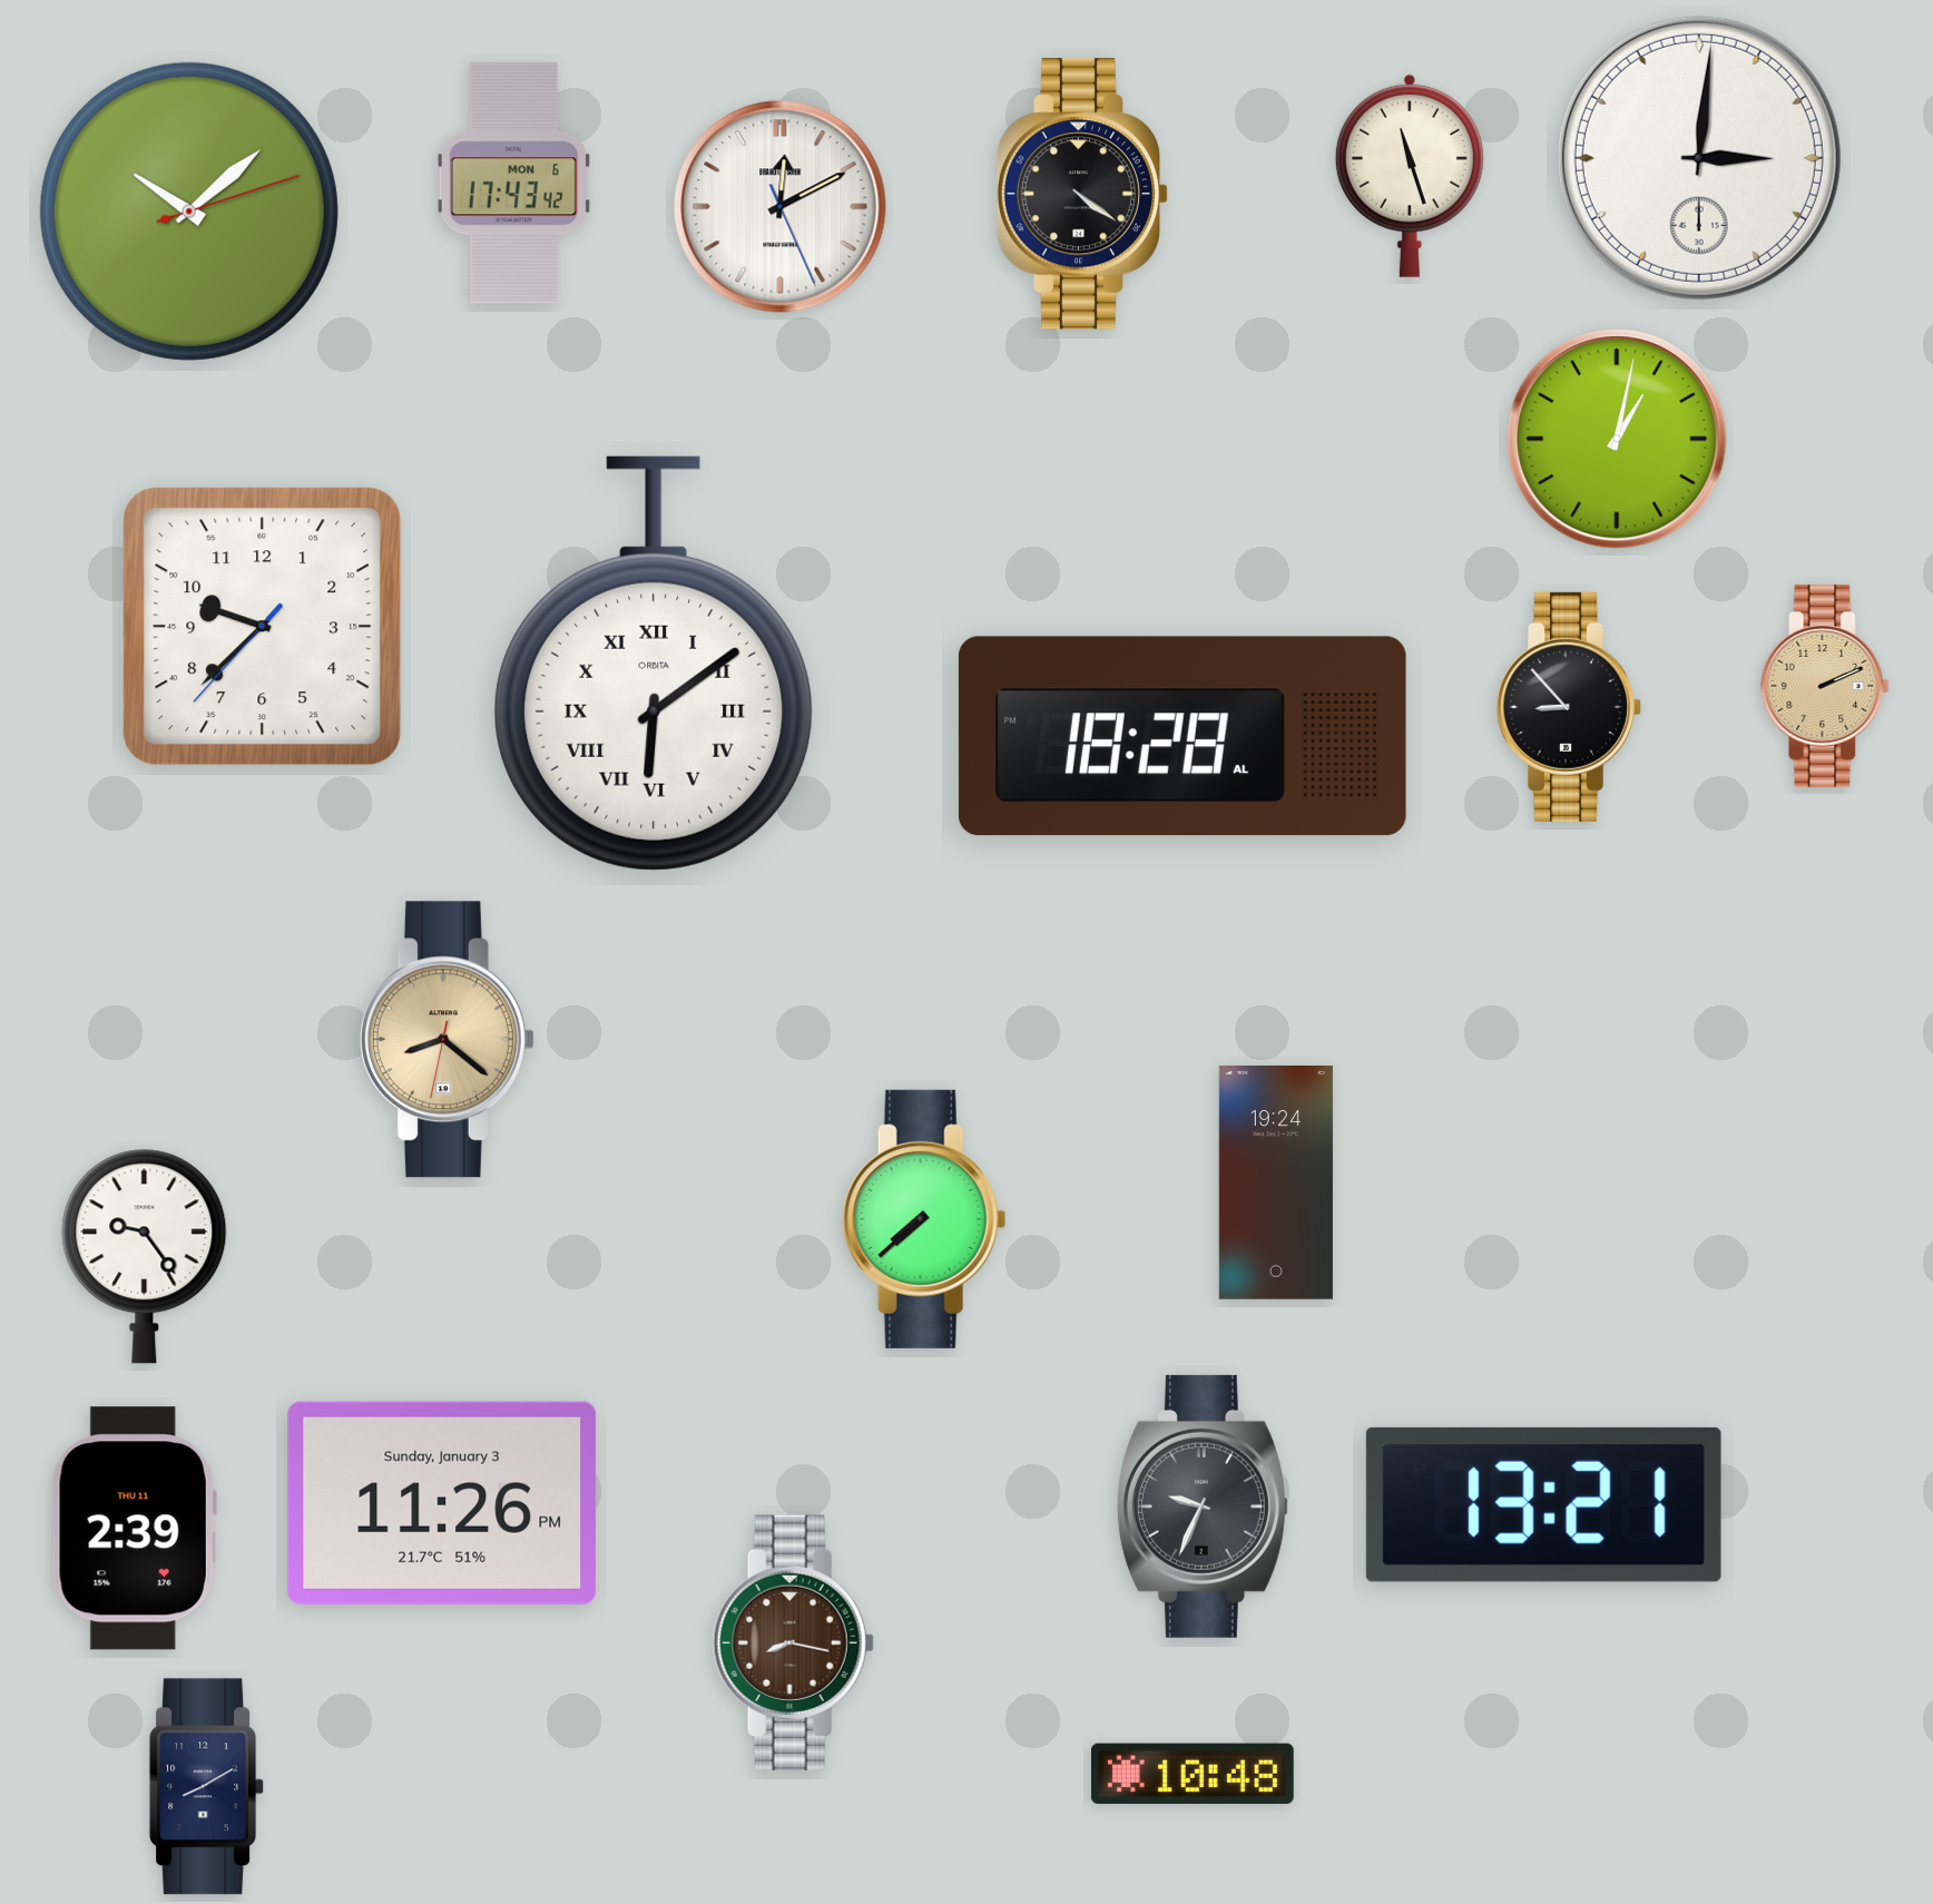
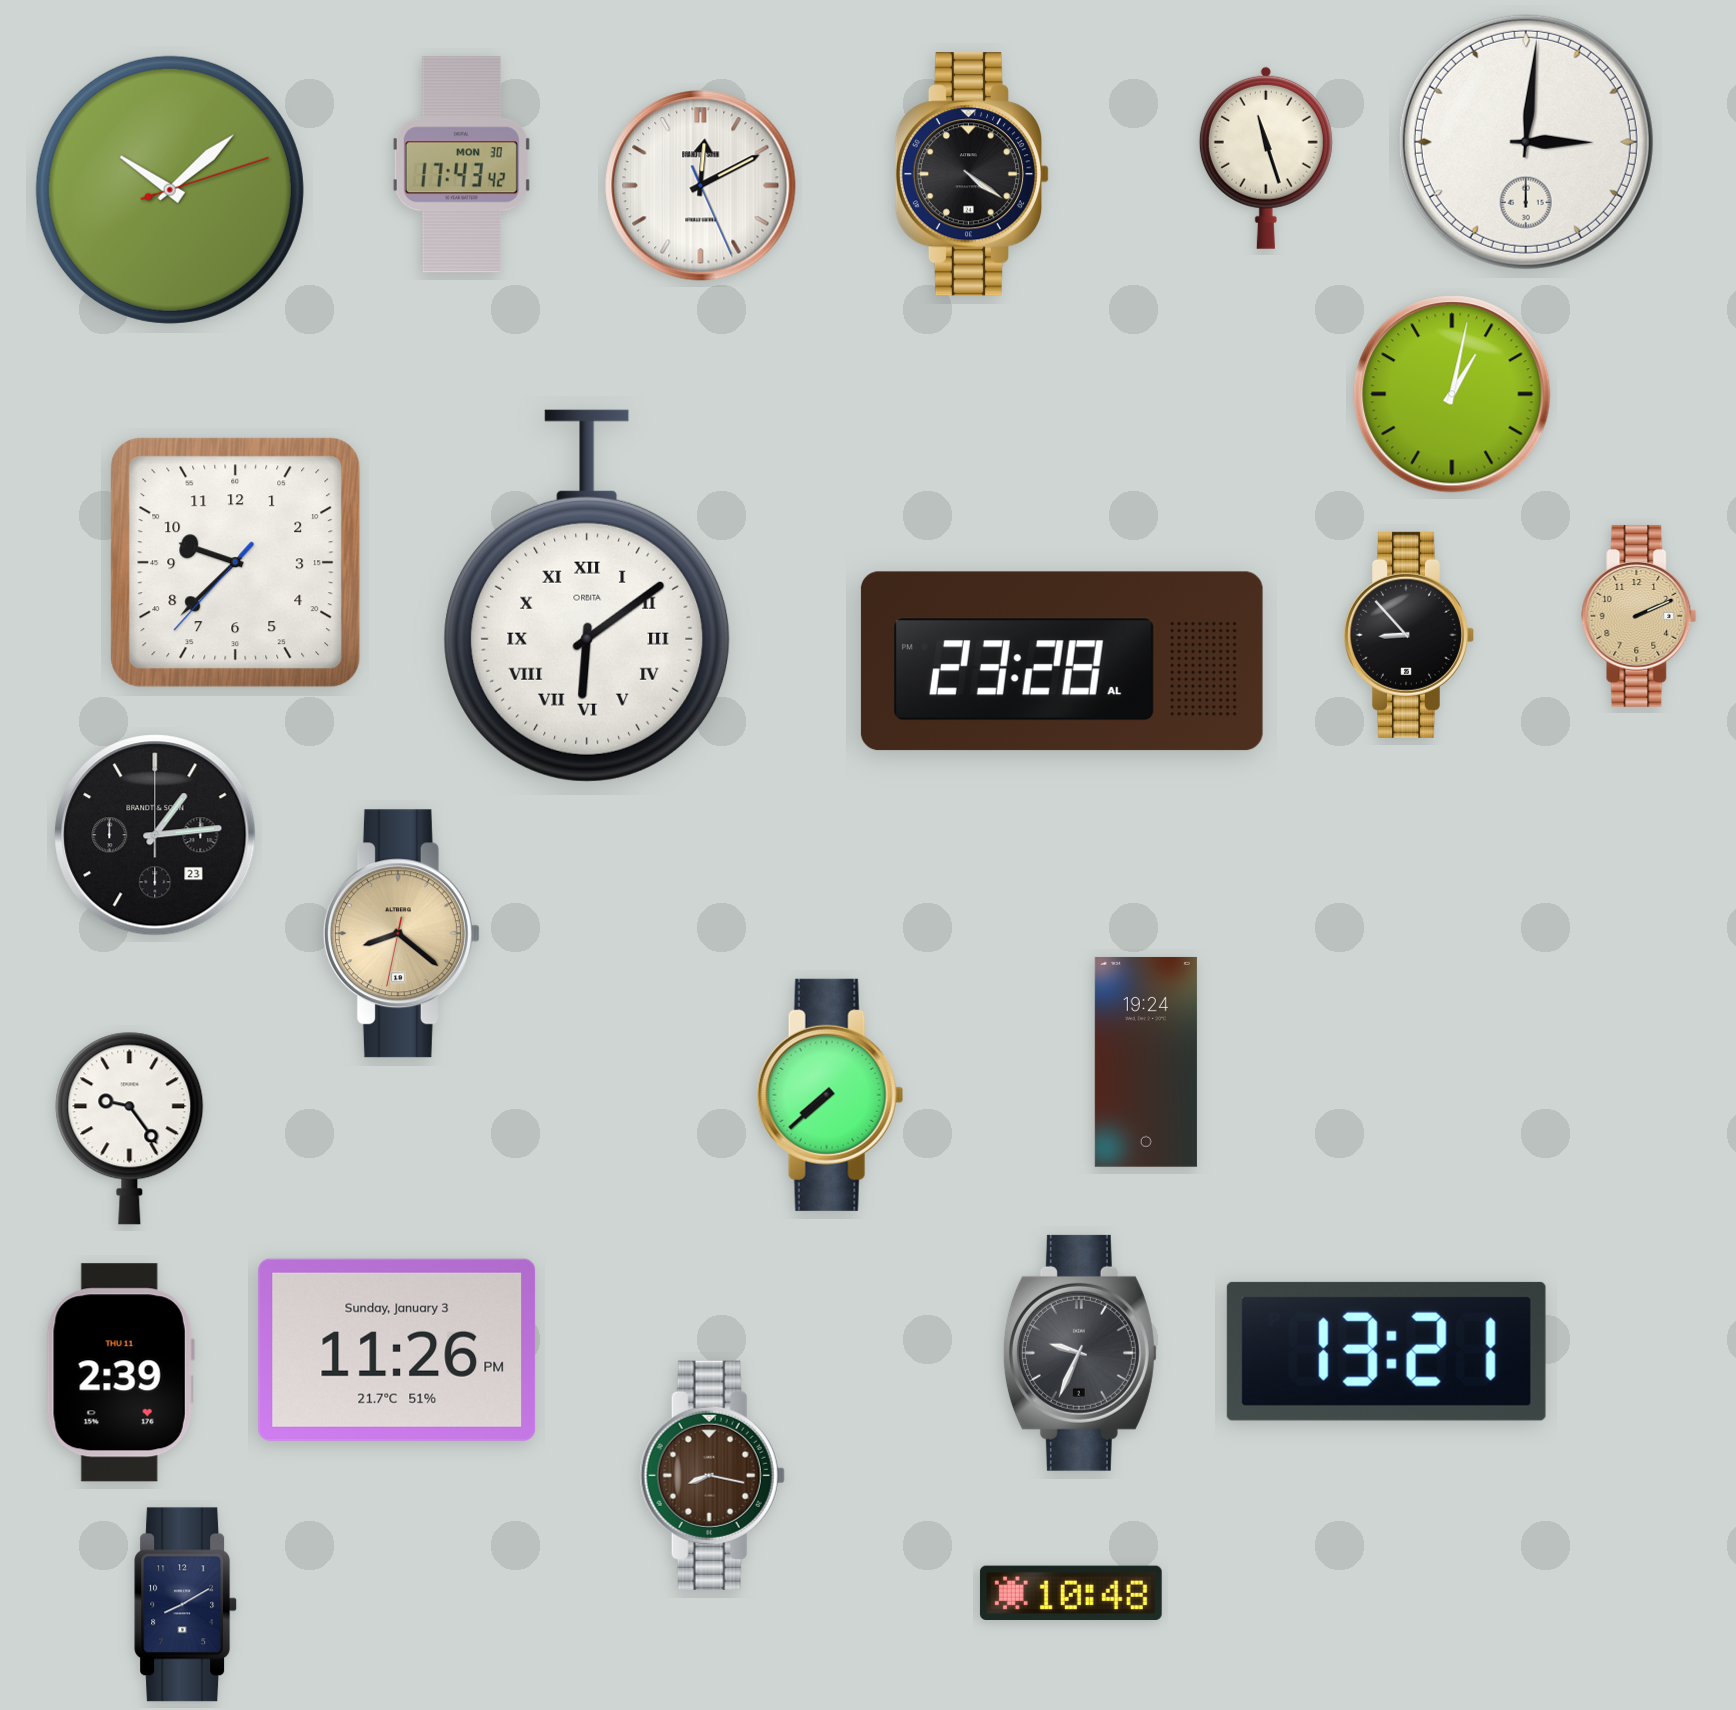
clock at (513, 184) date: MON 6 -> MON 30
clock at (1183, 736): 18:28 -> 23:28
clock at (155, 835): none -> 1:14
